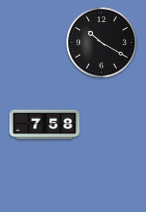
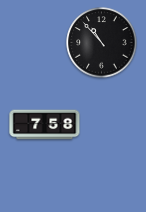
clock at (102, 43): 10:20 -> 10:53
